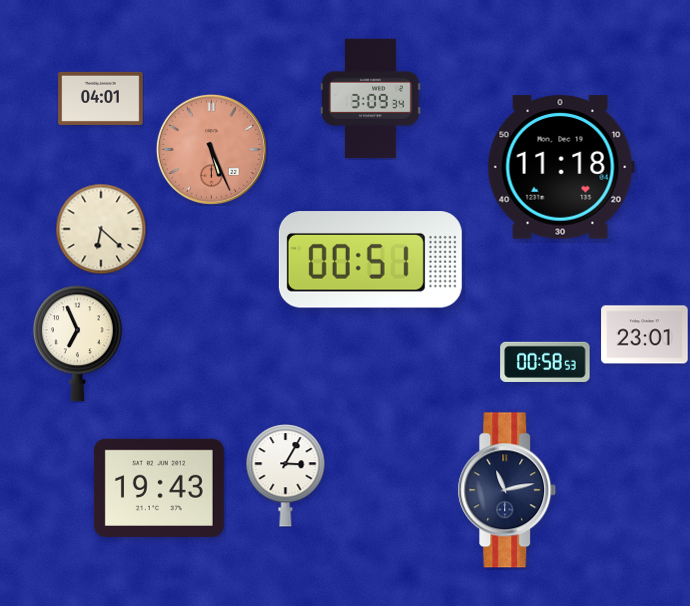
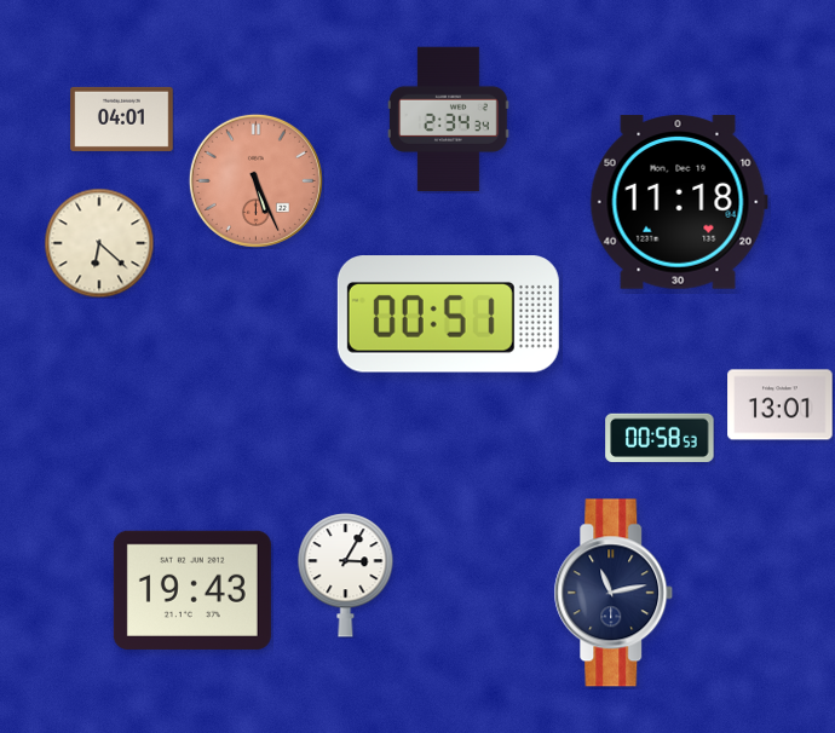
clock at (371, 99): 3:09 -> 2:34
clock at (101, 229) position: (101, 229) -> (99, 243)
clock at (645, 335): 23:01 -> 13:01
clock at (78, 344): 6:56 -> none
